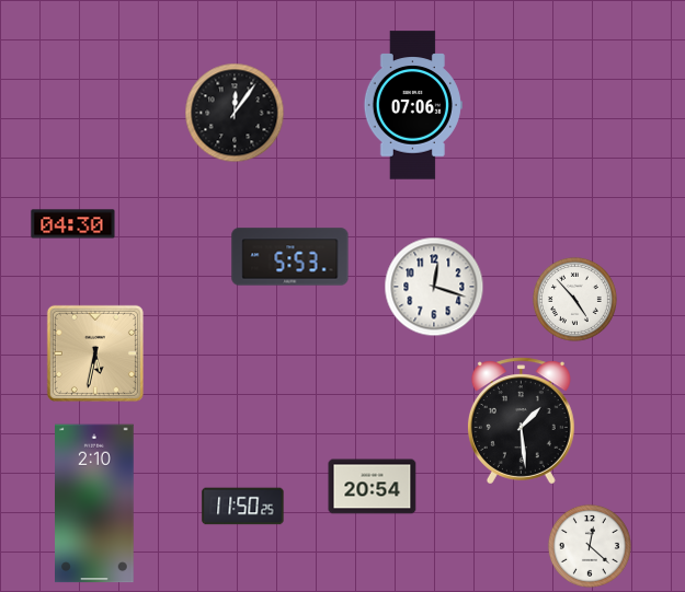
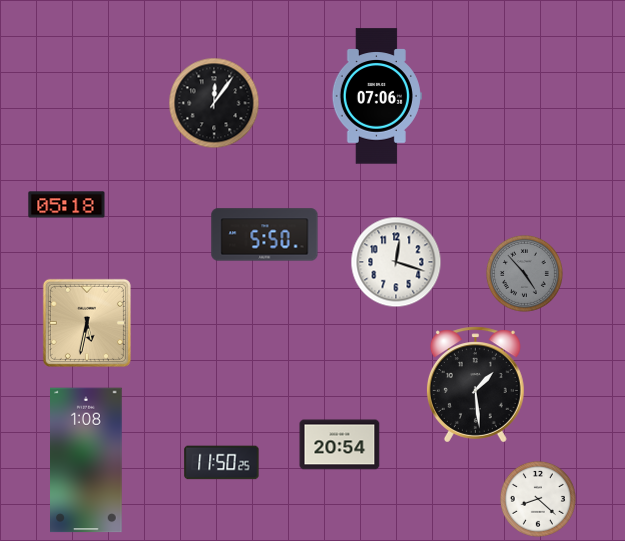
clock at (73, 224): 04:30 -> 05:18
clock at (290, 257): 5:53 -> 5:50
clock at (574, 299) dial: white -> grey
clock at (94, 503): 2:10 -> 1:08
clock at (590, 546): 12:22 -> 8:22
